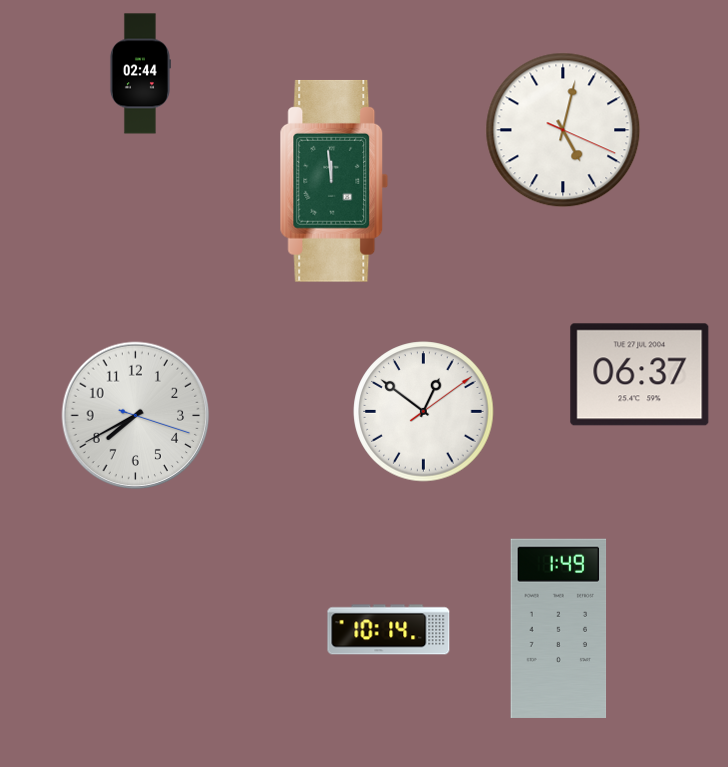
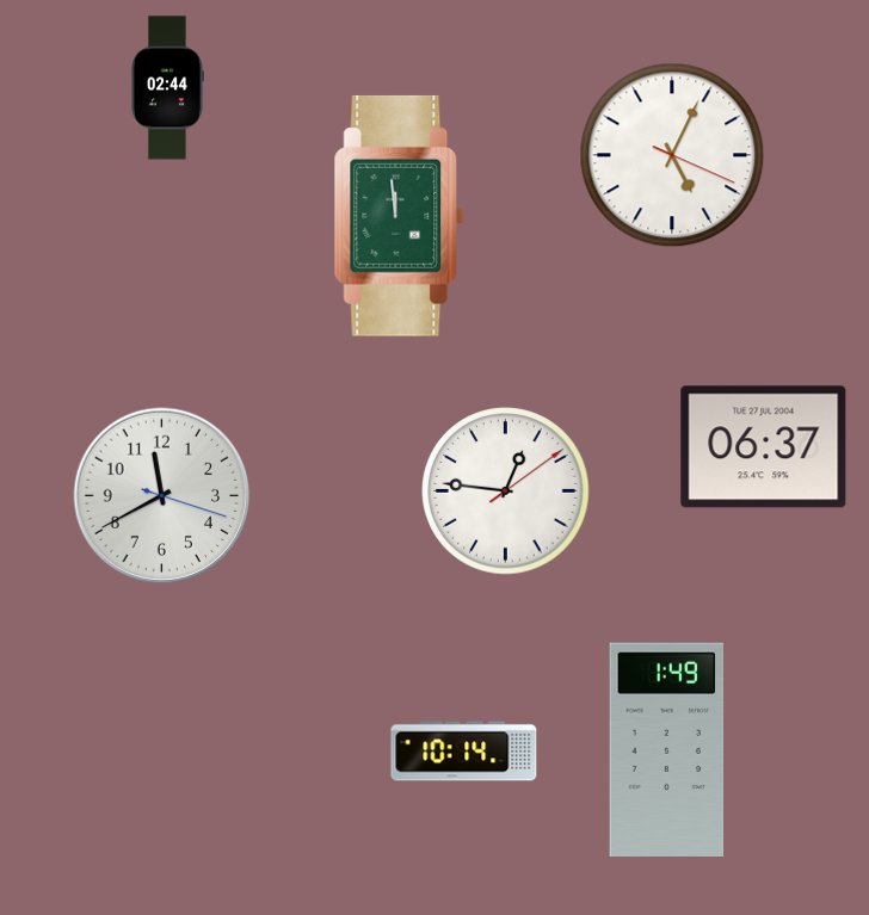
clock at (563, 130): 5:02 -> 5:04
clock at (424, 412): 12:51 -> 12:46
clock at (136, 416): 7:40 -> 11:40
